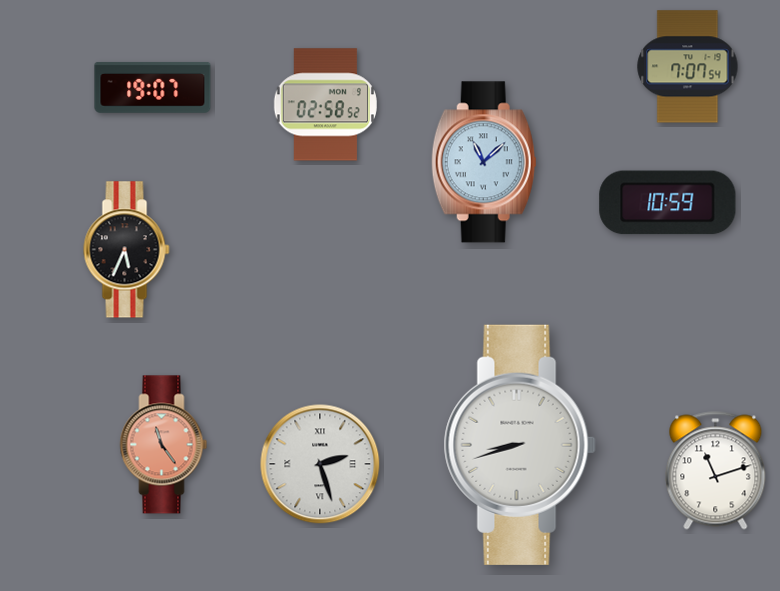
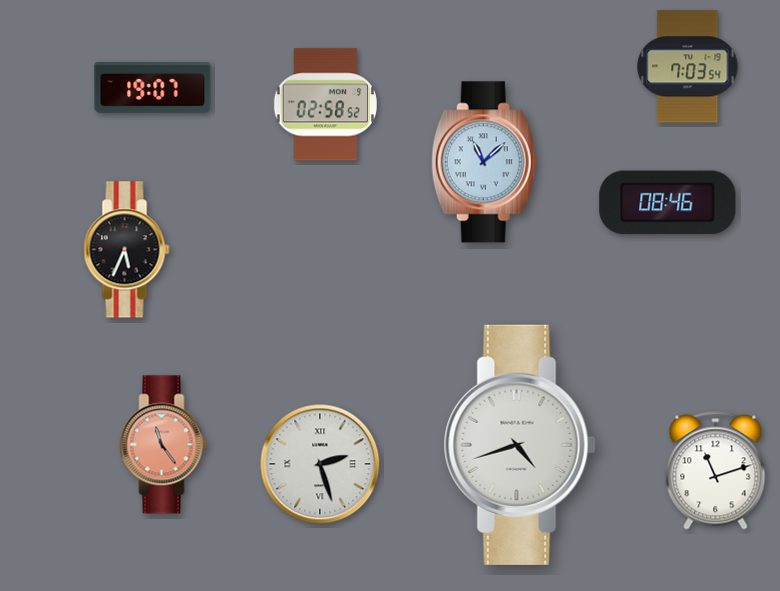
clock at (688, 67): 7:07 -> 7:03
clock at (668, 203): 10:59 -> 08:46
clock at (520, 445): 8:42 -> 4:42
